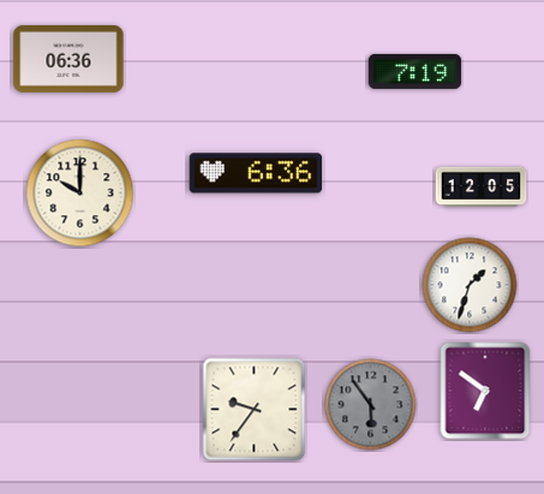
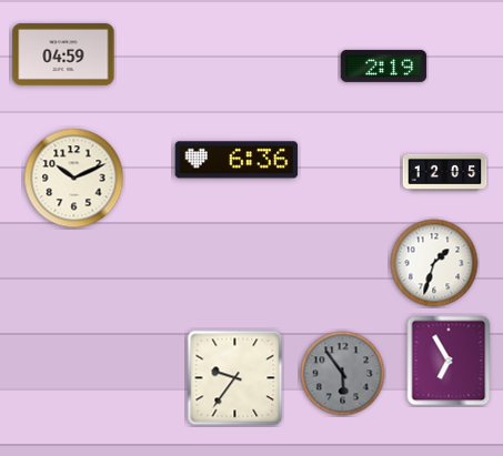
clock at (68, 59): 06:36 -> 04:59
clock at (416, 71): 7:19 -> 2:19
clock at (80, 194): 10:00 -> 10:11
clock at (485, 391): 6:51 -> 6:55
